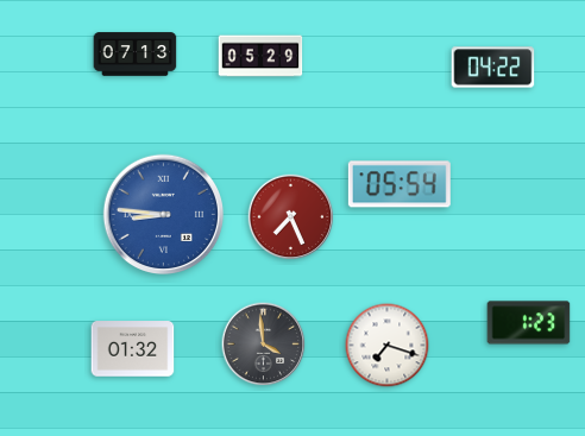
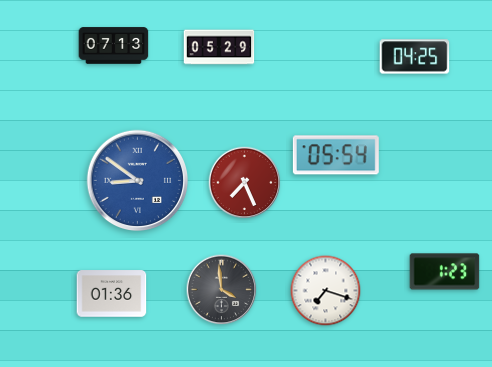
clock at (493, 68): 04:22 -> 04:25
clock at (163, 214): 8:46 -> 8:51
clock at (133, 349): 01:32 -> 01:36
